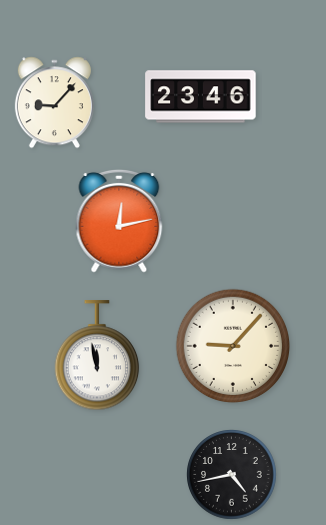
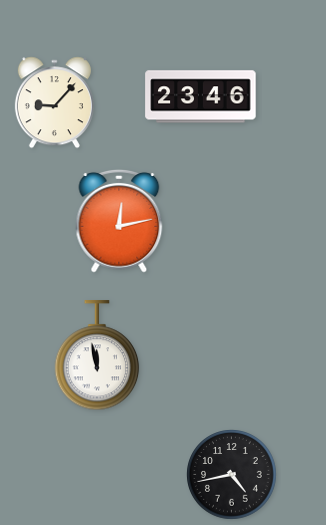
clock at (233, 346): 9:07 -> none
